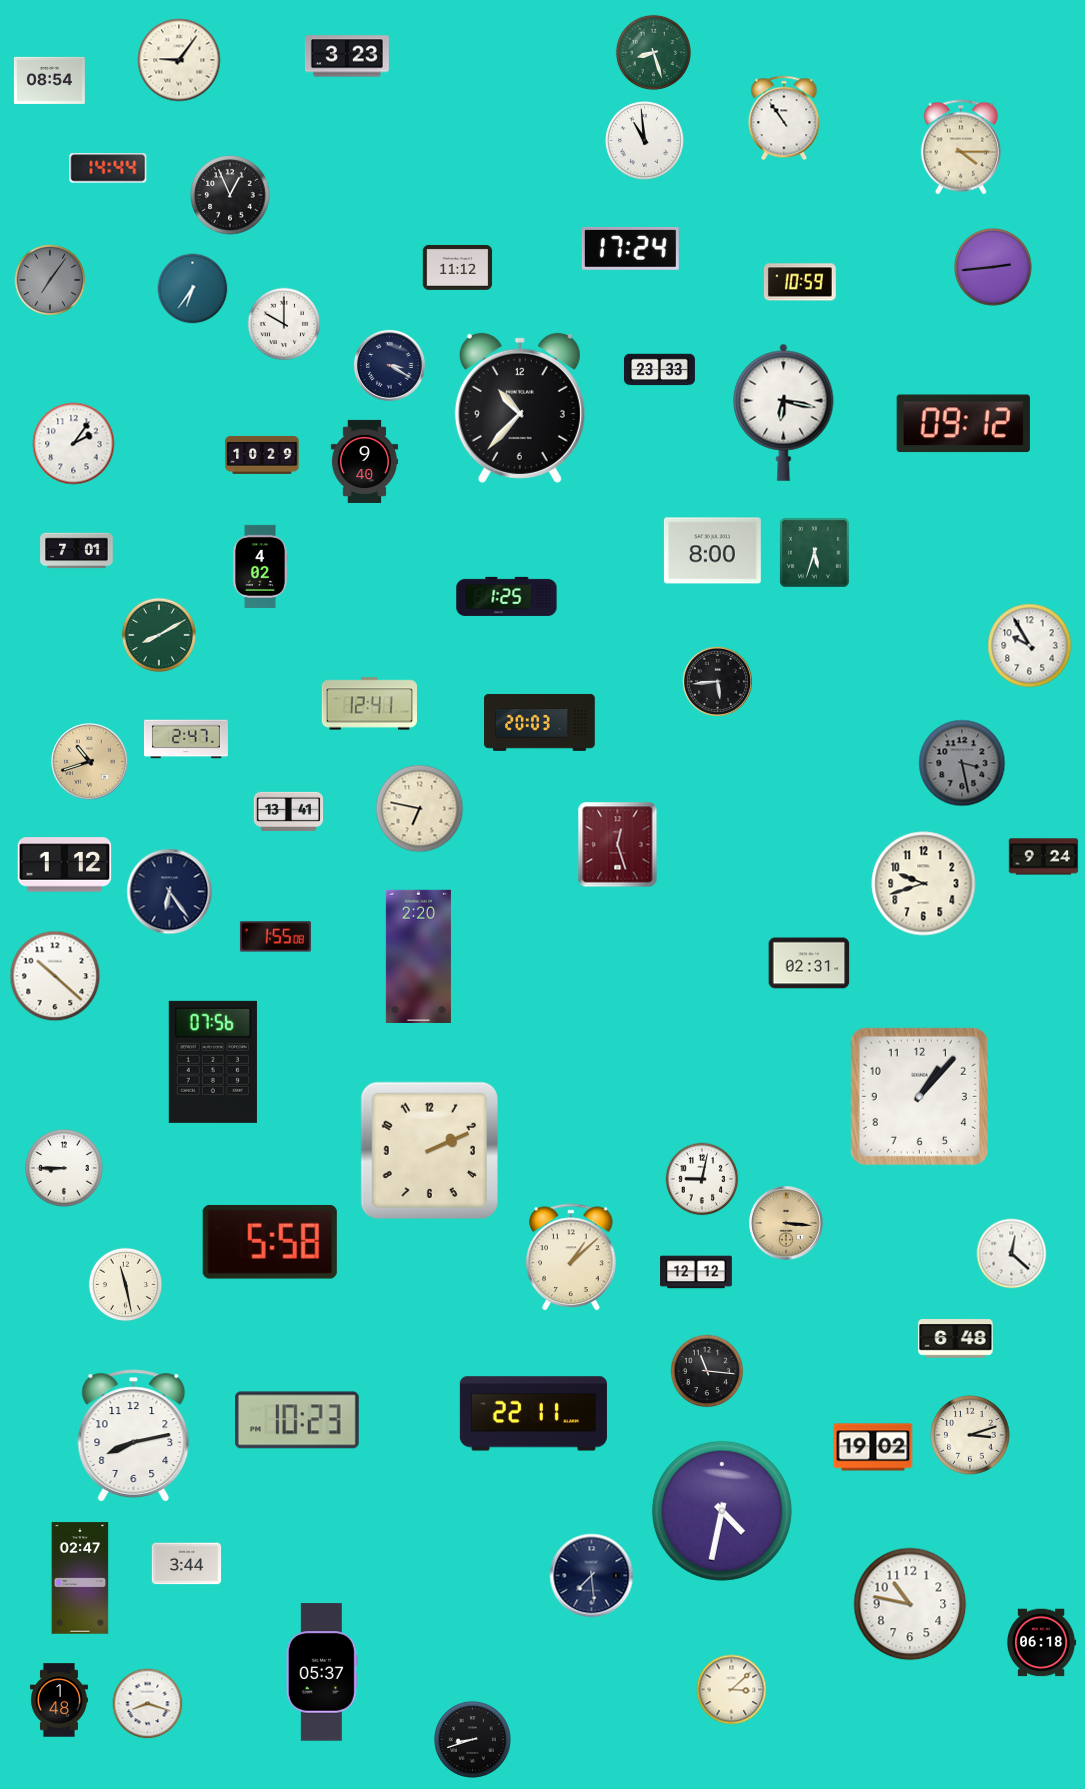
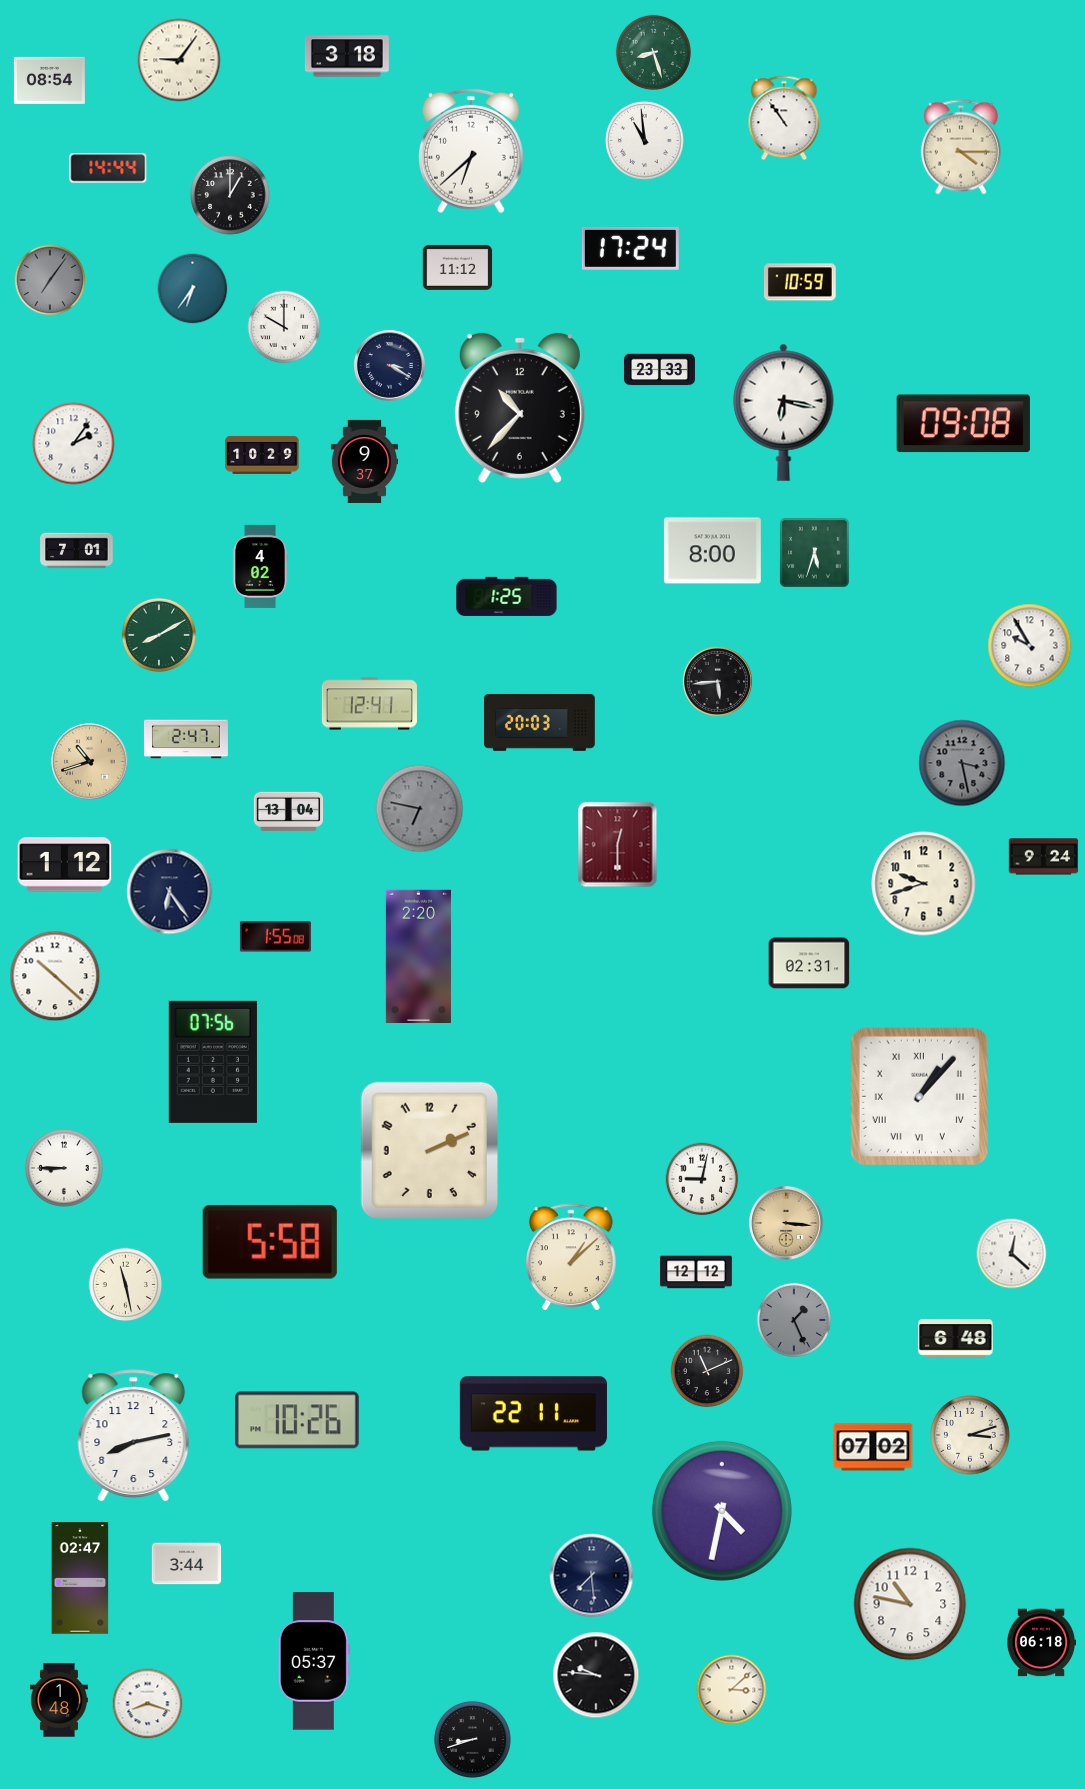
clock at (347, 56): 3:23 -> 3:18
clock at (472, 151): none -> 6:38
clock at (230, 195): 12:56 -> 1:00
clock at (993, 267): 2:44 -> none
clock at (284, 324) position: (284, 324) -> (284, 327)
clock at (963, 424): 09:12 -> 09:08
clock at (364, 461): 9:40 -> 9:37
clock at (420, 809) dial: cream -> grey
clock at (289, 811): 13:41 -> 13:04
clock at (618, 845): 12:27 -> 12:30
clock at (919, 1096) numerals: Arabic -> Roman
clock at (794, 1320): none -> 1:26
clock at (707, 1371): 11:16 -> 11:11
clock at (298, 1420): 10:23 -> 10:26
clock at (873, 1447): 19:02 -> 07:02
clock at (322, 1672) position: (322, 1672) -> (314, 1661)
clock at (596, 1675): none -> 9:46
